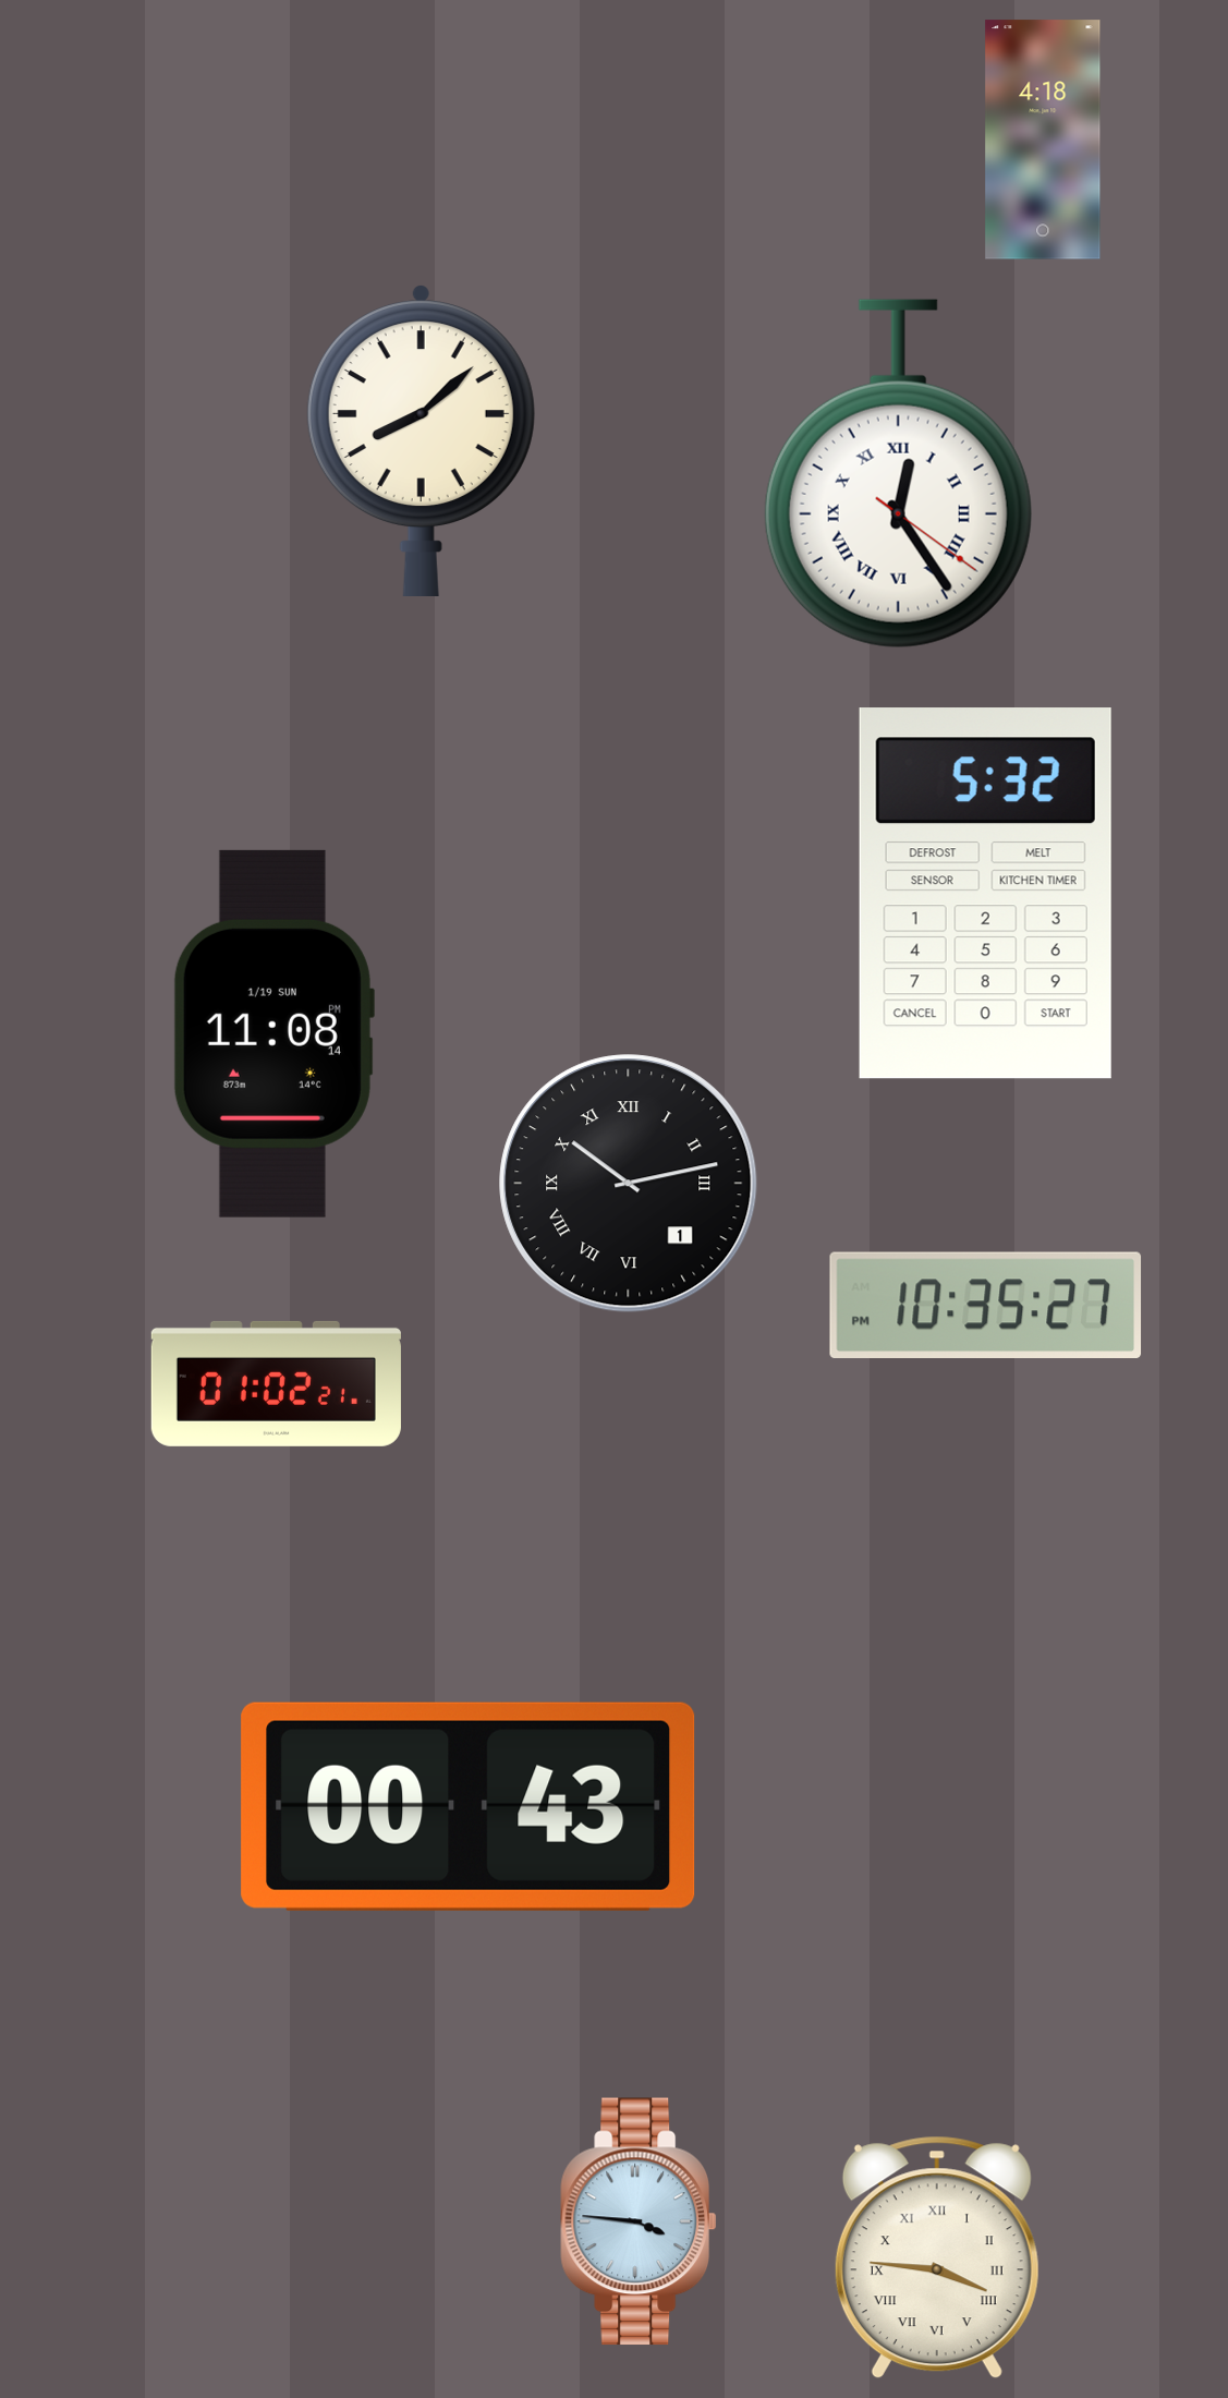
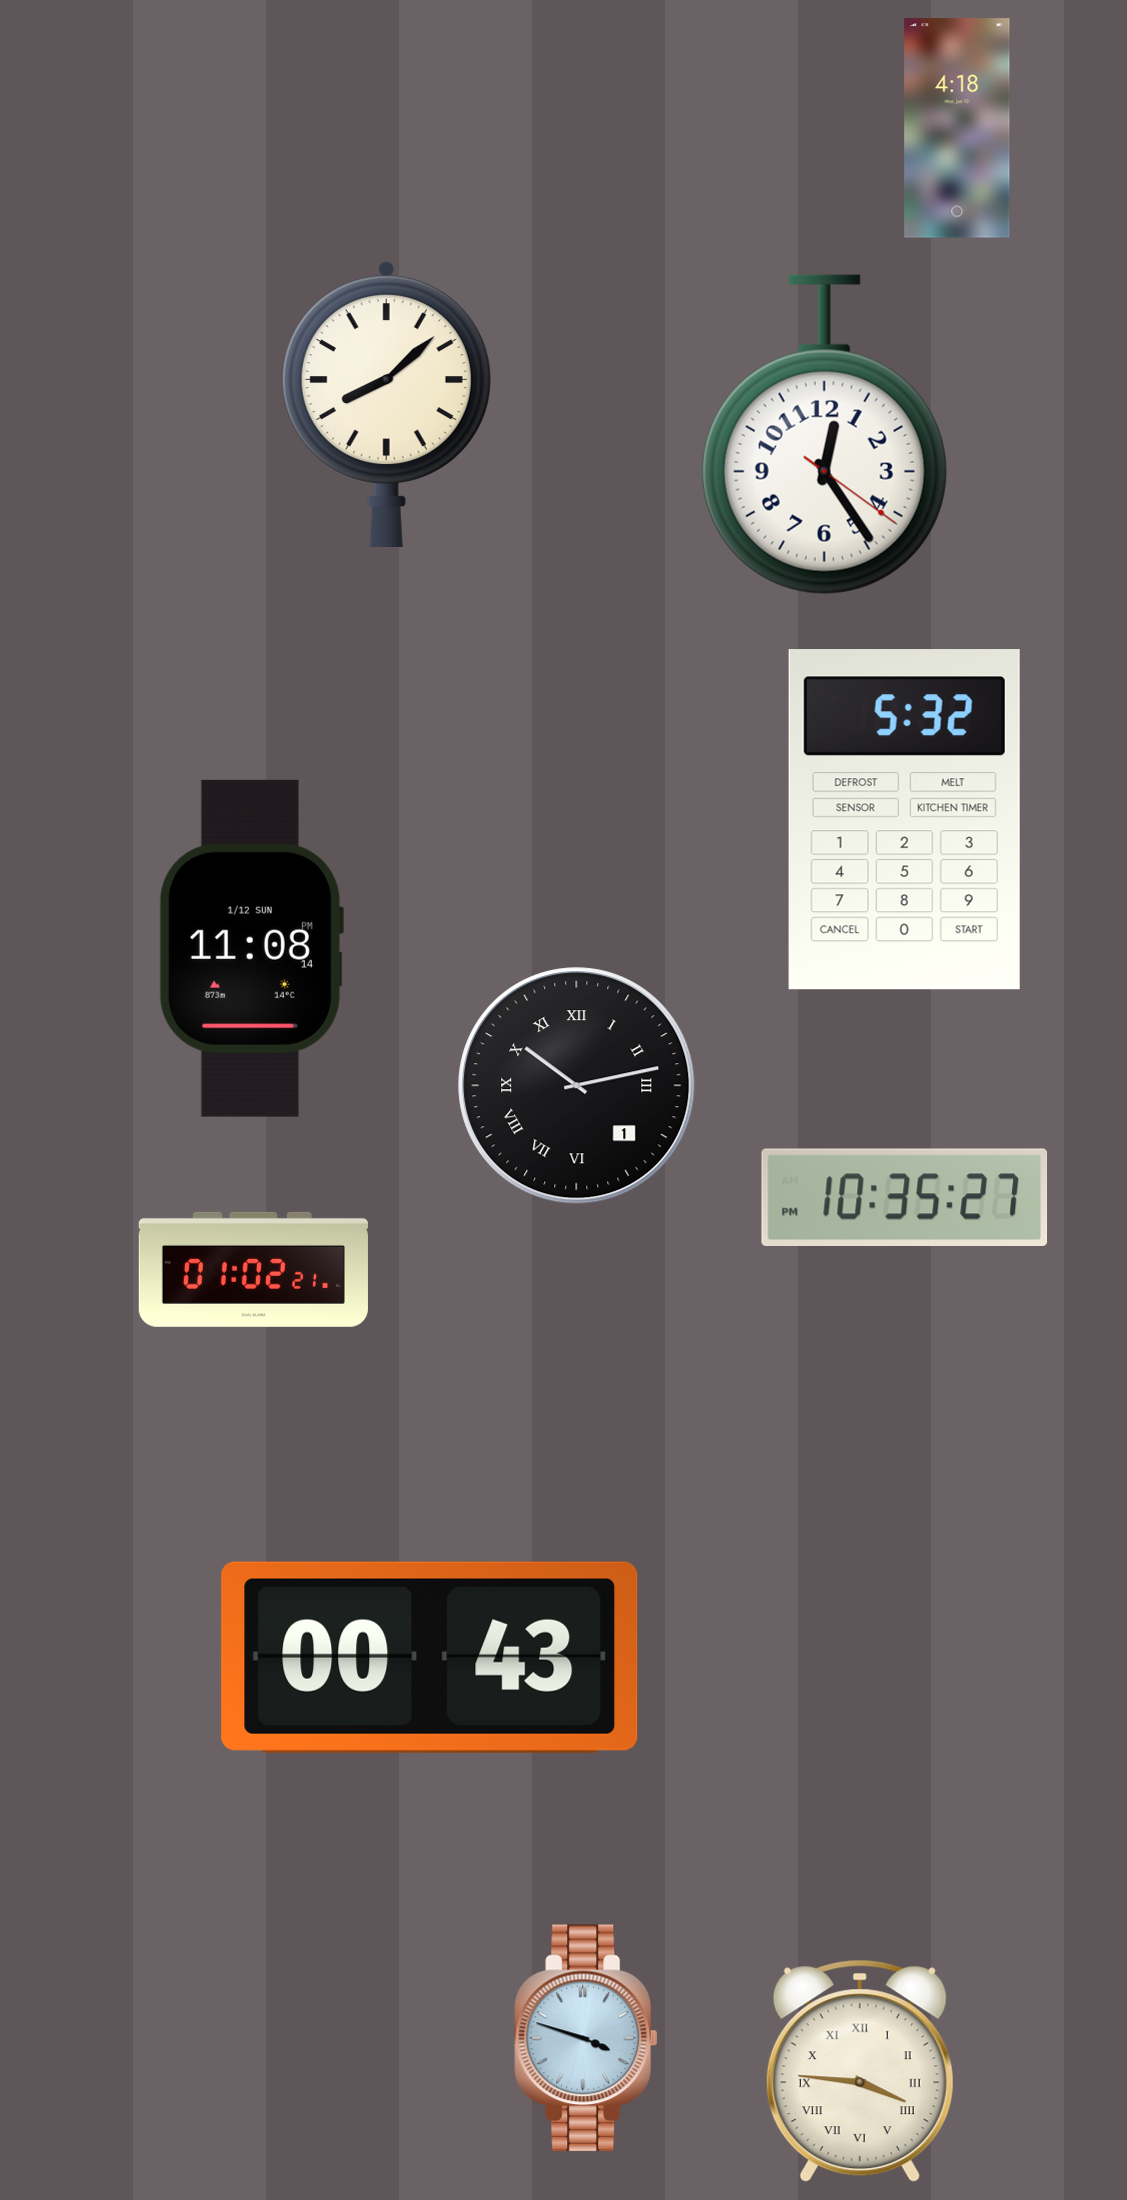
clock at (898, 474) numerals: Roman -> Arabic
clock at (273, 1033) date: 1/19 SUN -> 1/12 SUN
clock at (639, 2221): 3:46 -> 3:48
